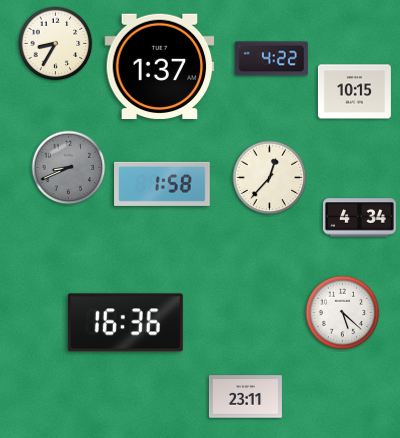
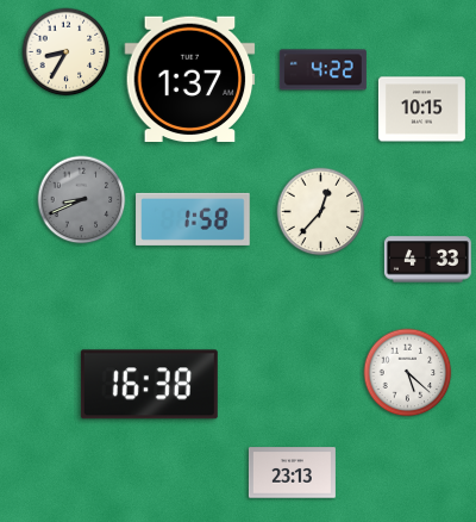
clock at (359, 218): 4:34 -> 4:33
clock at (125, 323): 16:36 -> 16:38
clock at (245, 397): 23:11 -> 23:13
